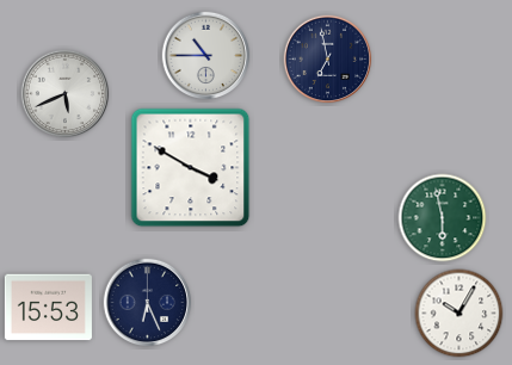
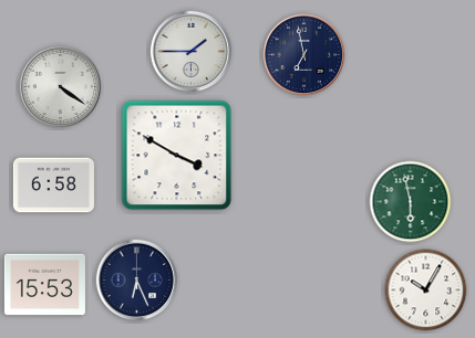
clock at (206, 56): 10:45 -> 1:45
clock at (66, 94): 5:41 -> 4:21
clock at (53, 186): none -> 6:58
